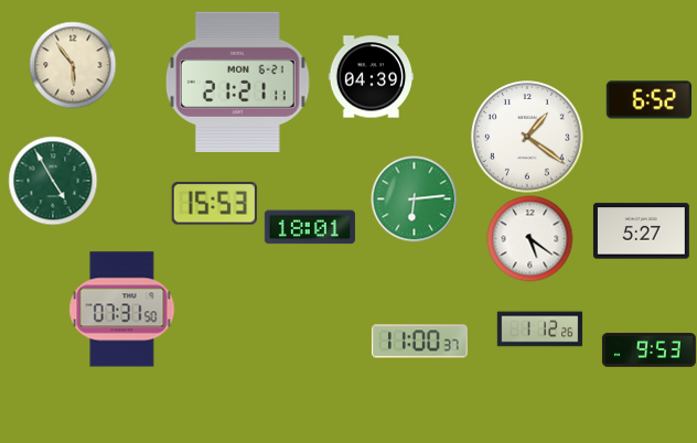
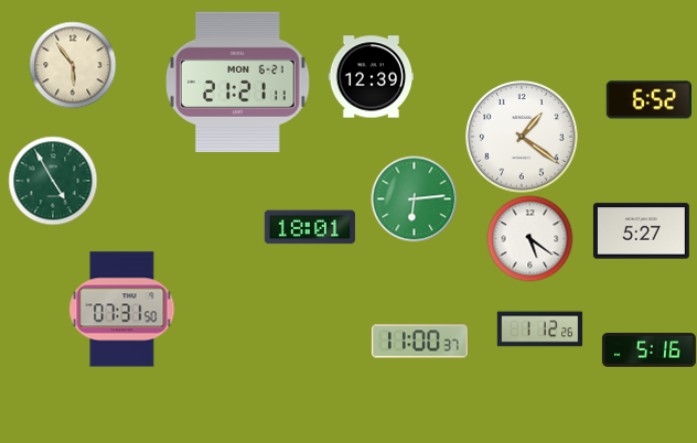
clock at (371, 77): 04:39 -> 12:39
clock at (527, 137) position: (527, 137) -> (522, 137)
clock at (214, 204): 15:53 -> none
clock at (648, 350): 9:53 -> 5:16
